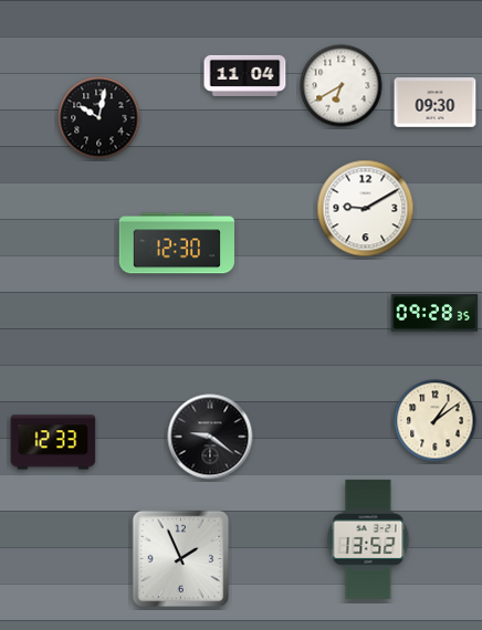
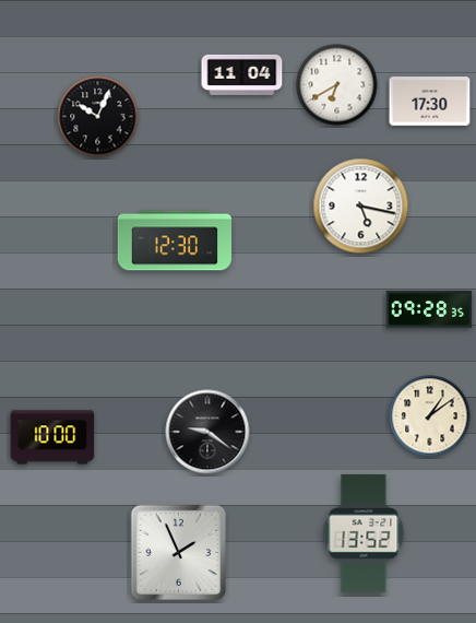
clock at (436, 103): 09:30 -> 17:30
clock at (99, 118): 10:02 -> 10:04
clock at (366, 209): 9:10 -> 5:17
clock at (53, 442): 12:33 -> 10:00
